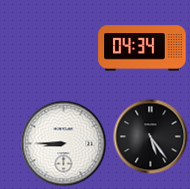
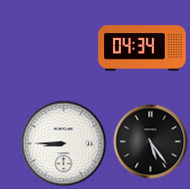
clock at (151, 137) position: (151, 137) -> (151, 142)
